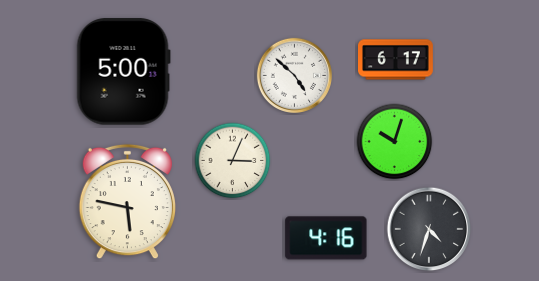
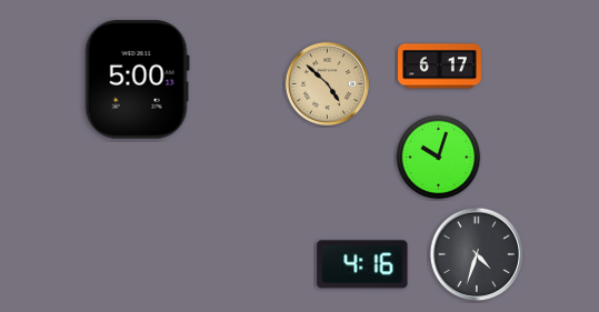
clock at (294, 75) dial: white -> champagne
clock at (233, 161): 3:04 -> none
clock at (127, 202): 5:47 -> none
